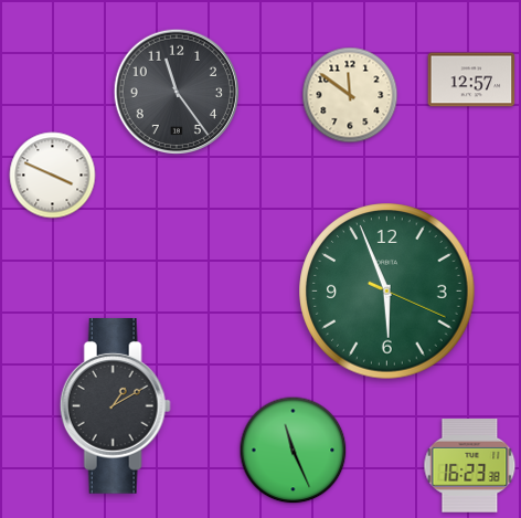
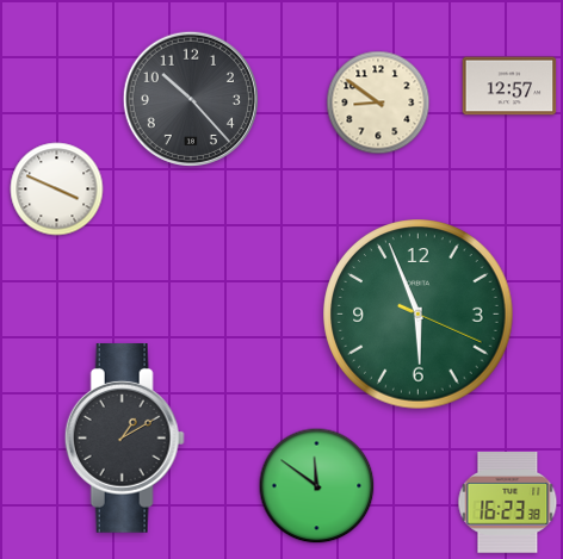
clock at (176, 91): 11:24 -> 10:23
clock at (350, 95): 11:51 -> 8:51
clock at (294, 451): 11:26 -> 11:51
